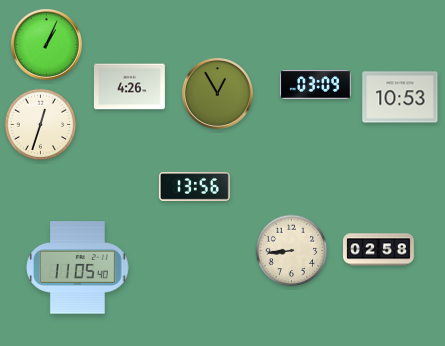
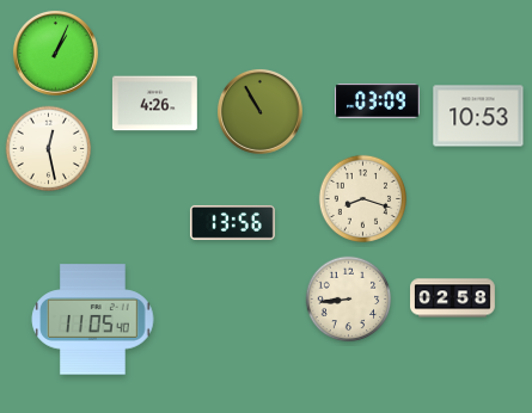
clock at (217, 93): 12:55 -> 10:55
clock at (41, 125): 12:33 -> 12:28
clock at (362, 198): none -> 8:18
